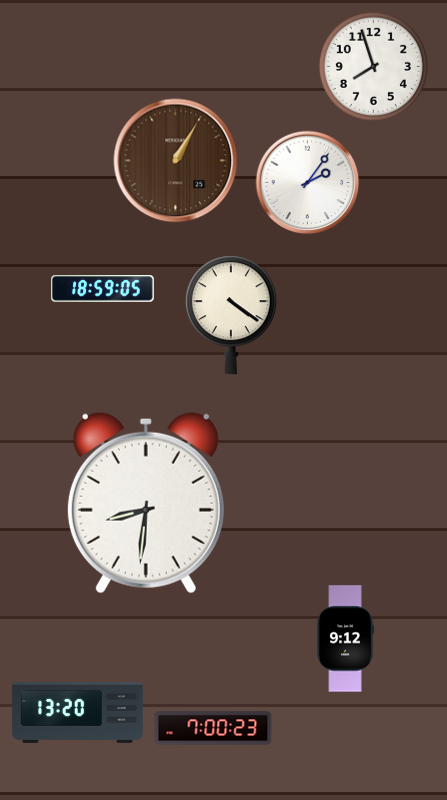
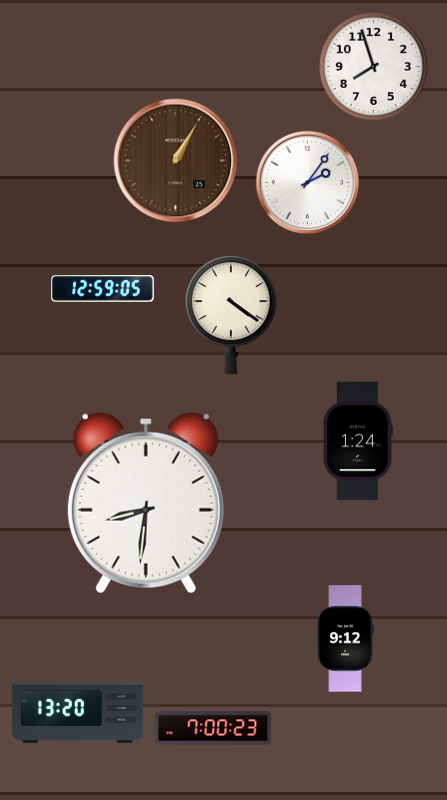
clock at (103, 289): 18:59 -> 12:59
clock at (358, 441): none -> 1:24
